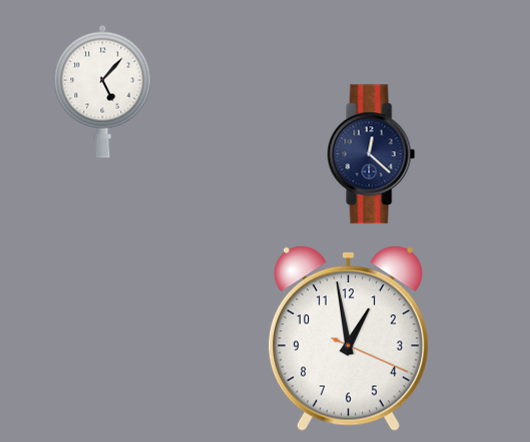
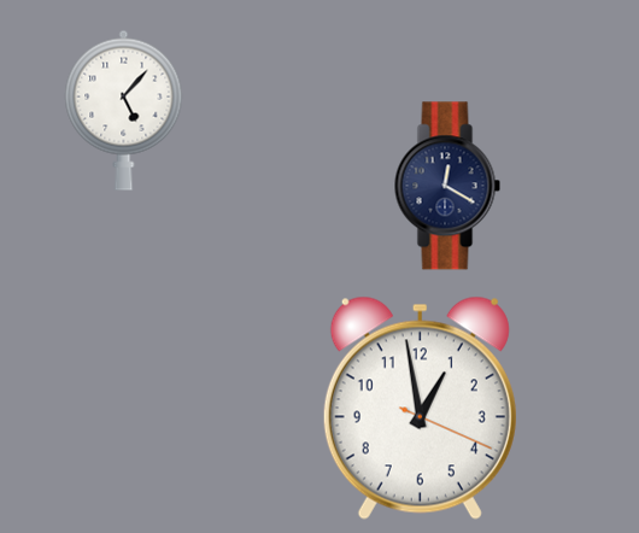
clock at (371, 154): 12:22 -> 12:20
